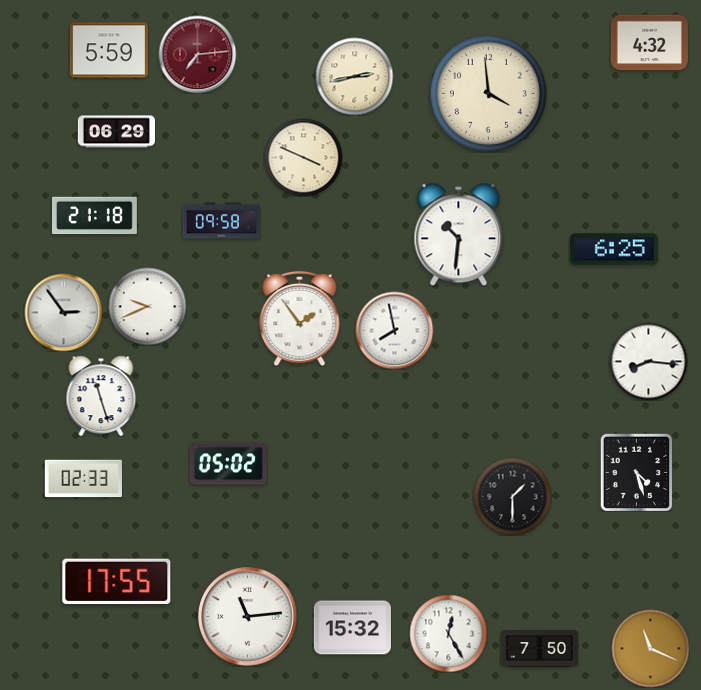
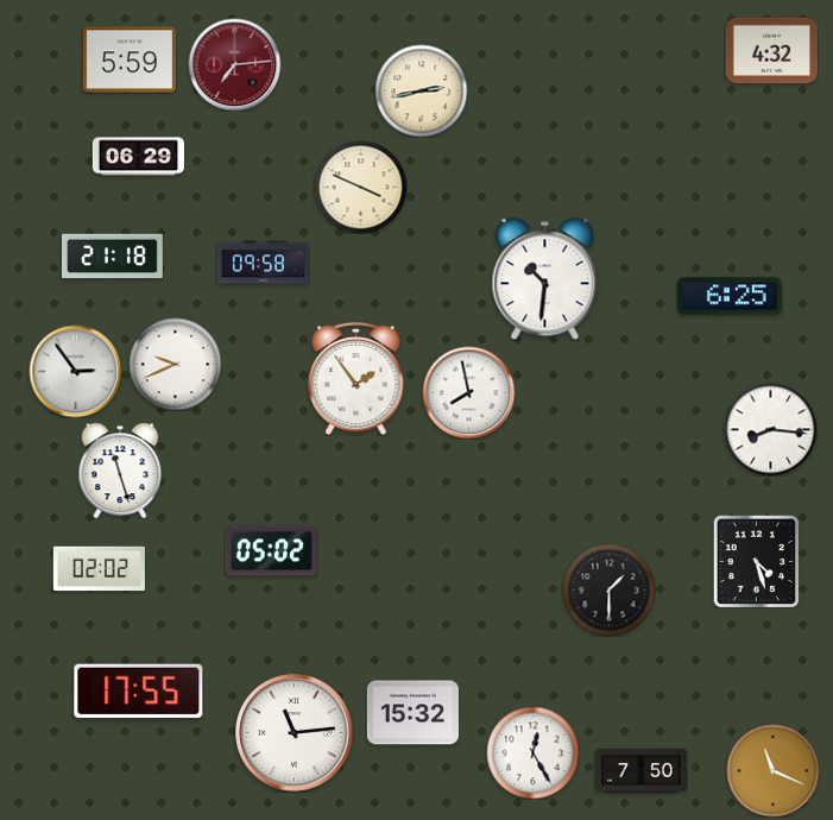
clock at (488, 93): 3:59 -> none
clock at (83, 479): 02:33 -> 02:02
clock at (352, 628) position: (352, 628) -> (412, 713)
